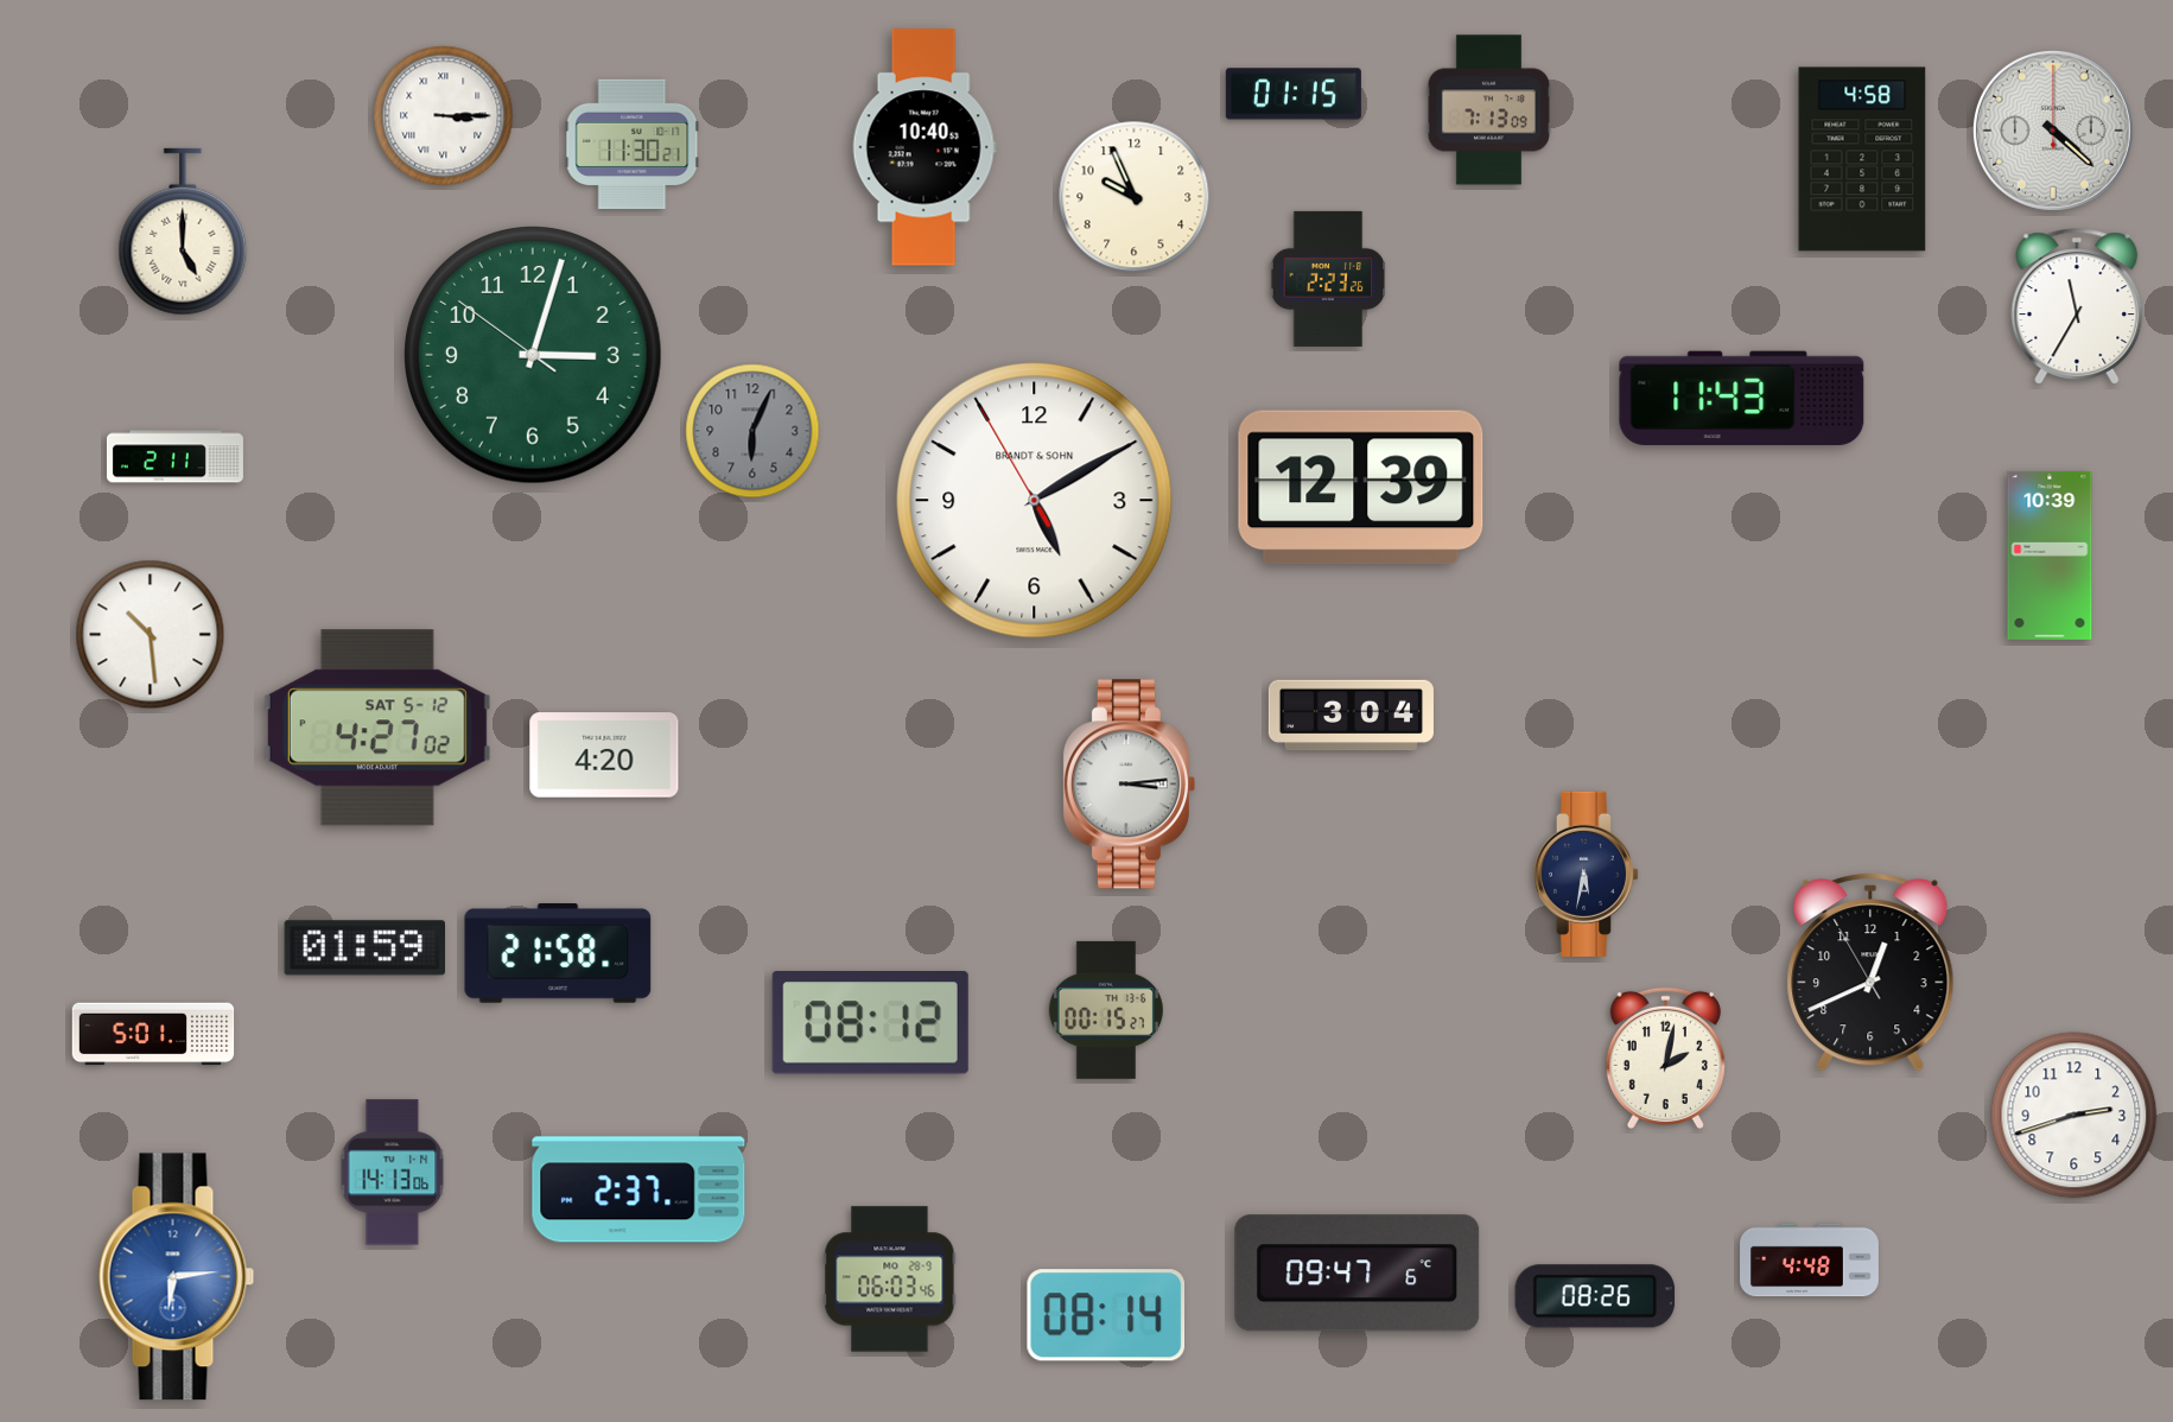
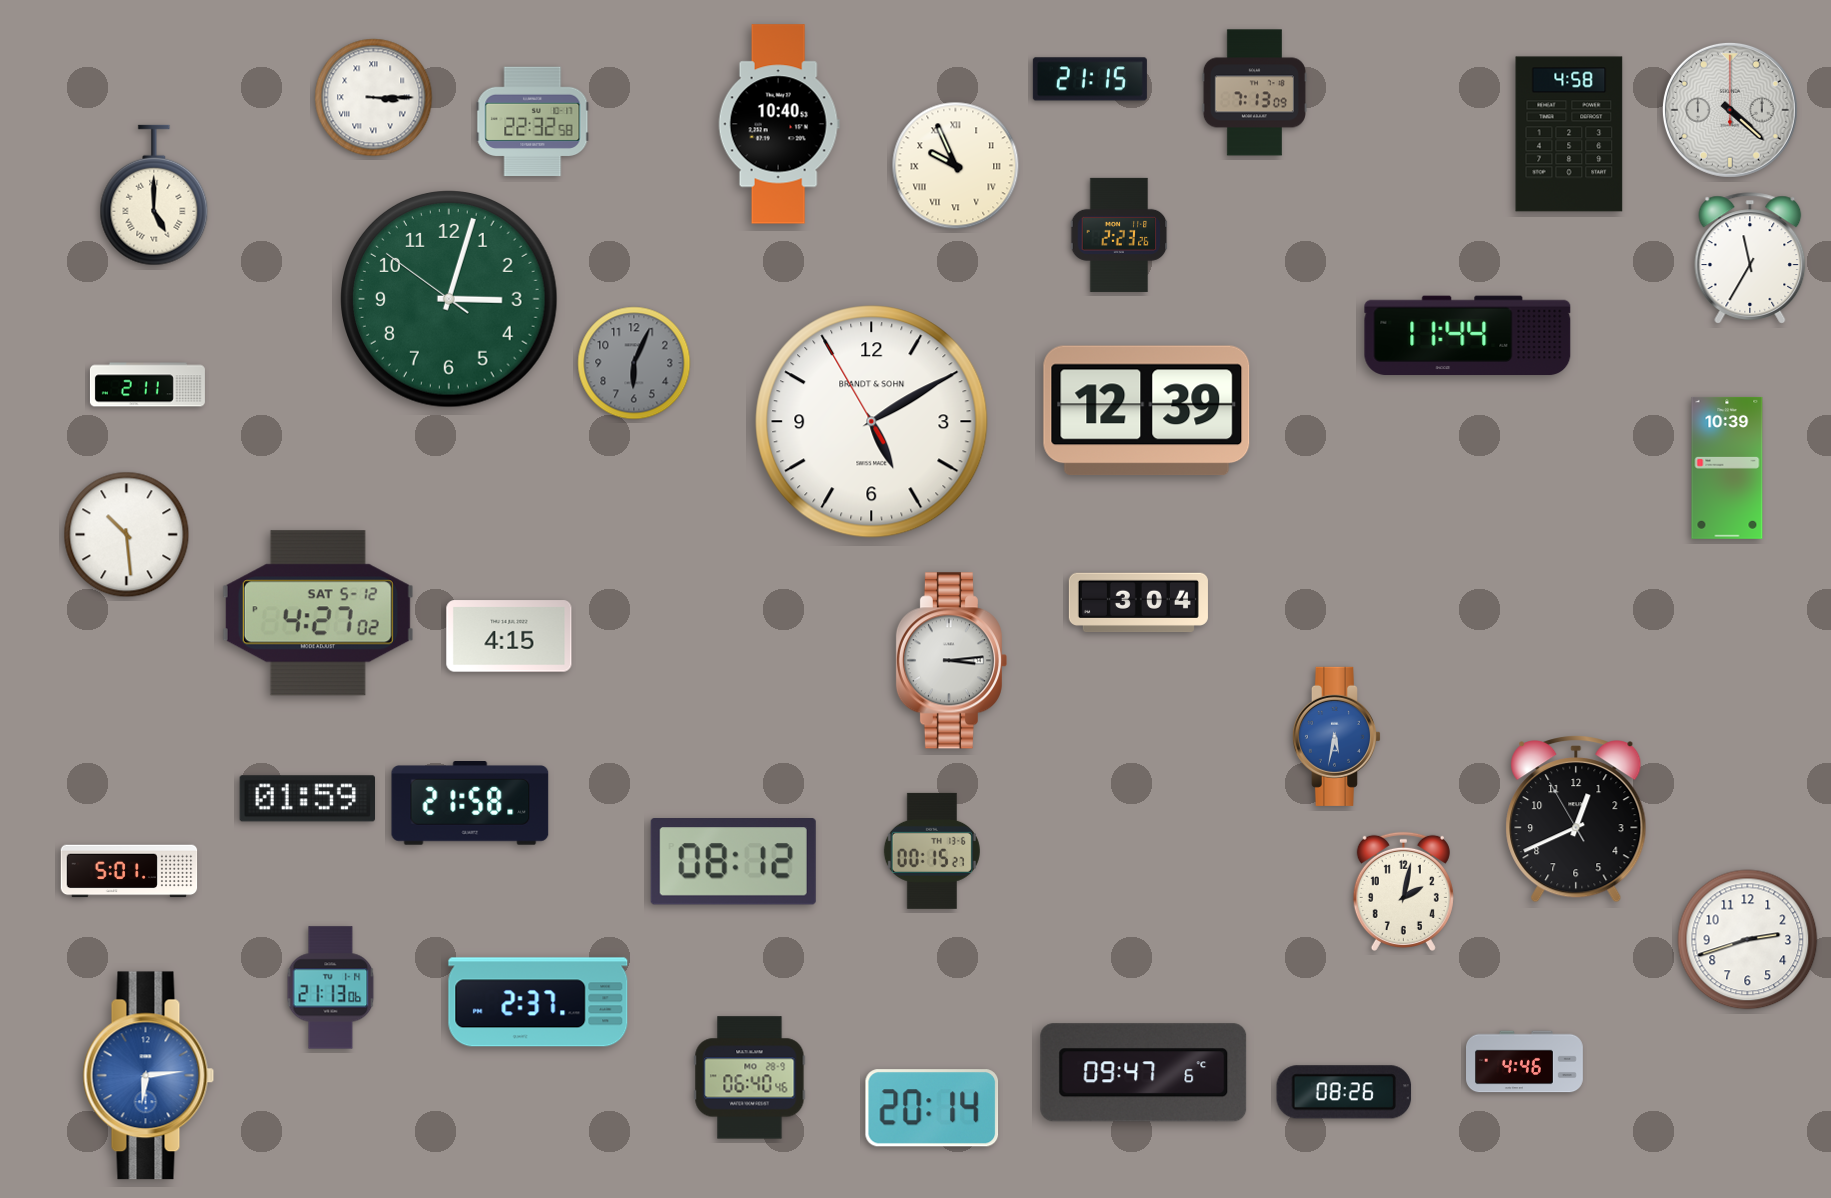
clock at (1294, 94): 01:15 -> 21:15
clock at (633, 145): 11:30 -> 22:32
clock at (1135, 197) numerals: Arabic -> Roman
clock at (1742, 399): 11:43 -> 11:44
clock at (604, 755): 4:20 -> 4:15
clock at (1586, 874) dial: navy -> blue
clock at (393, 1173): 14:13 -> 21:13
clock at (1810, 1261): 4:48 -> 4:46
clock at (890, 1280): 06:03 -> 06:40
clock at (1106, 1315): 08:14 -> 20:14
